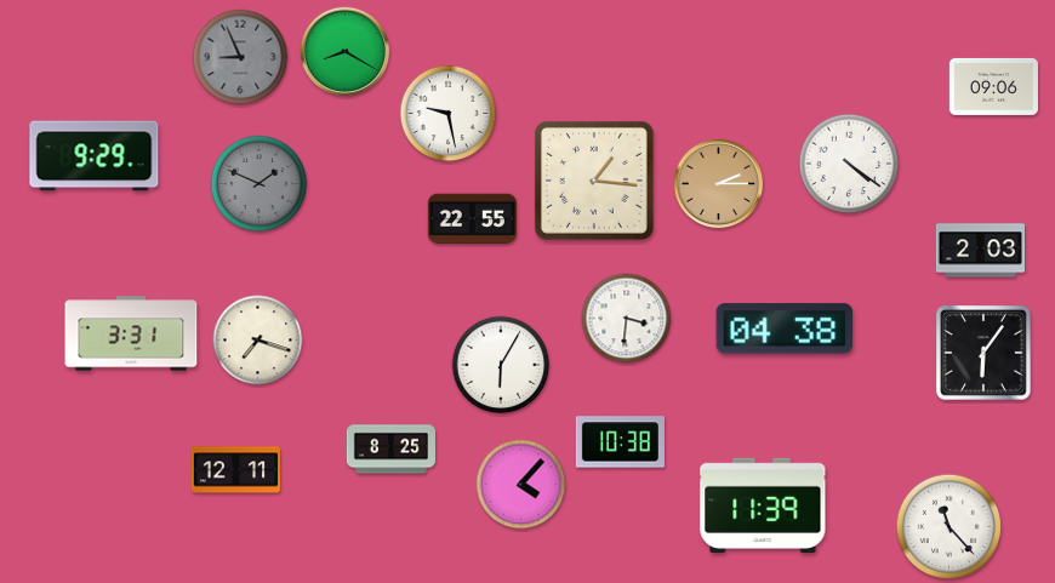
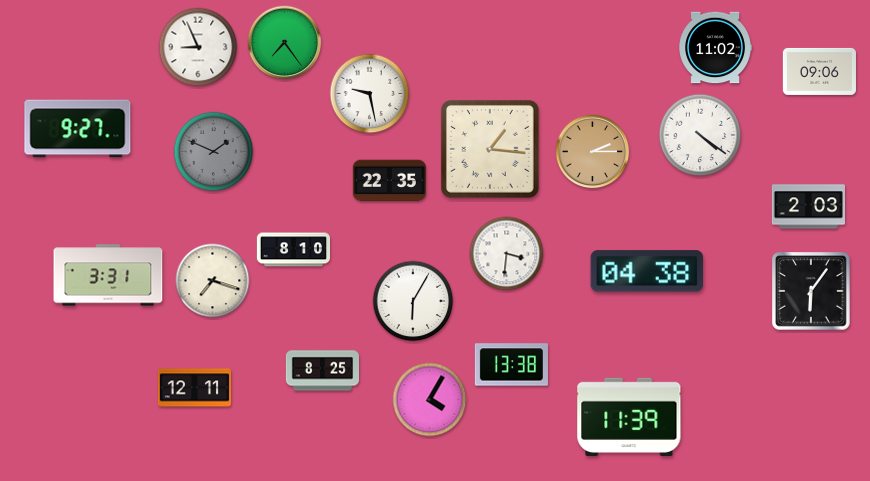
clock at (346, 52): 8:20 -> 7:24
clock at (240, 57) dial: grey -> white
clock at (715, 48): none -> 11:02
clock at (95, 156): 9:29 -> 9:27
clock at (472, 219): 22:55 -> 22:35
clock at (293, 250): none -> 8:10
clock at (627, 319) position: (627, 319) -> (507, 254)
clock at (620, 442): 10:38 -> 13:38
clock at (521, 485): 4:07 -> 4:05
clock at (949, 527): 11:23 -> none
